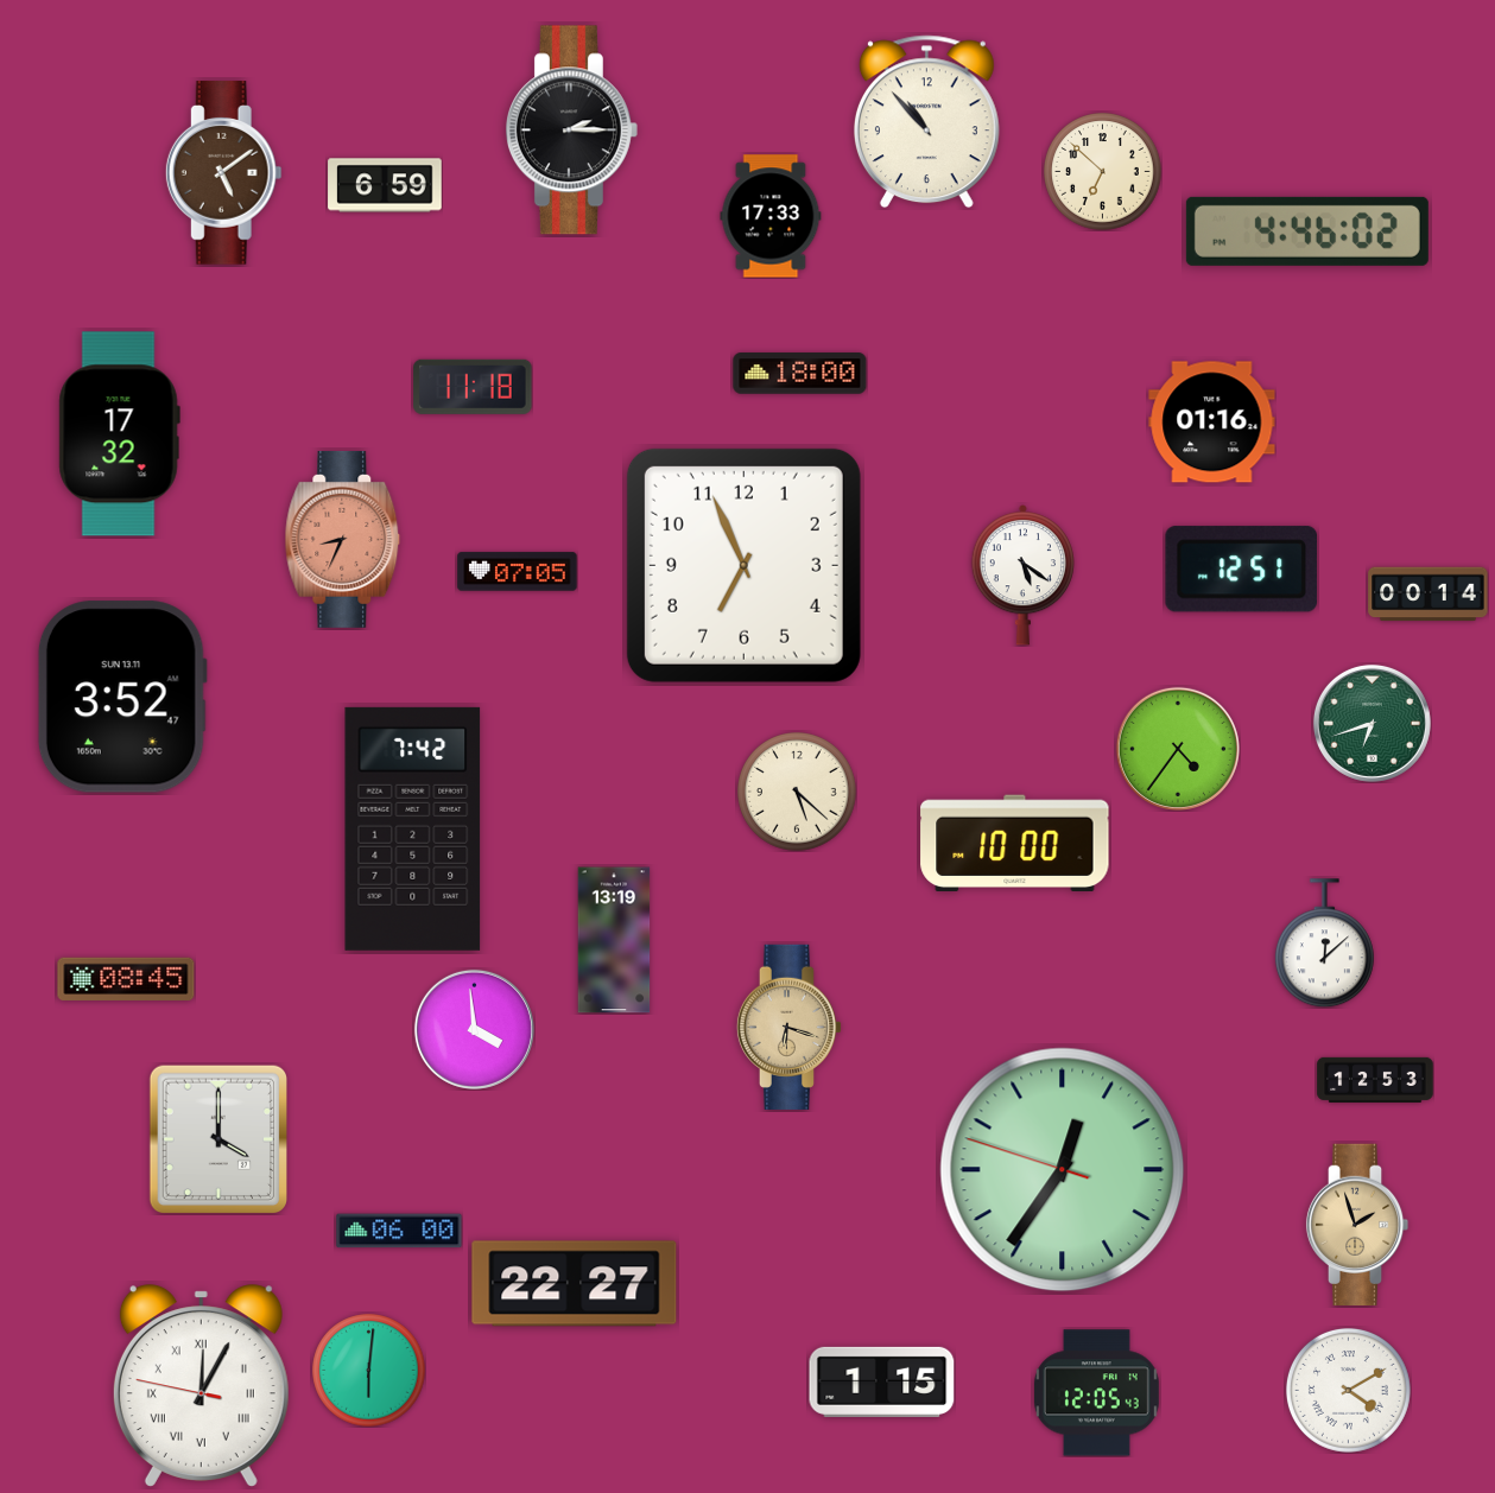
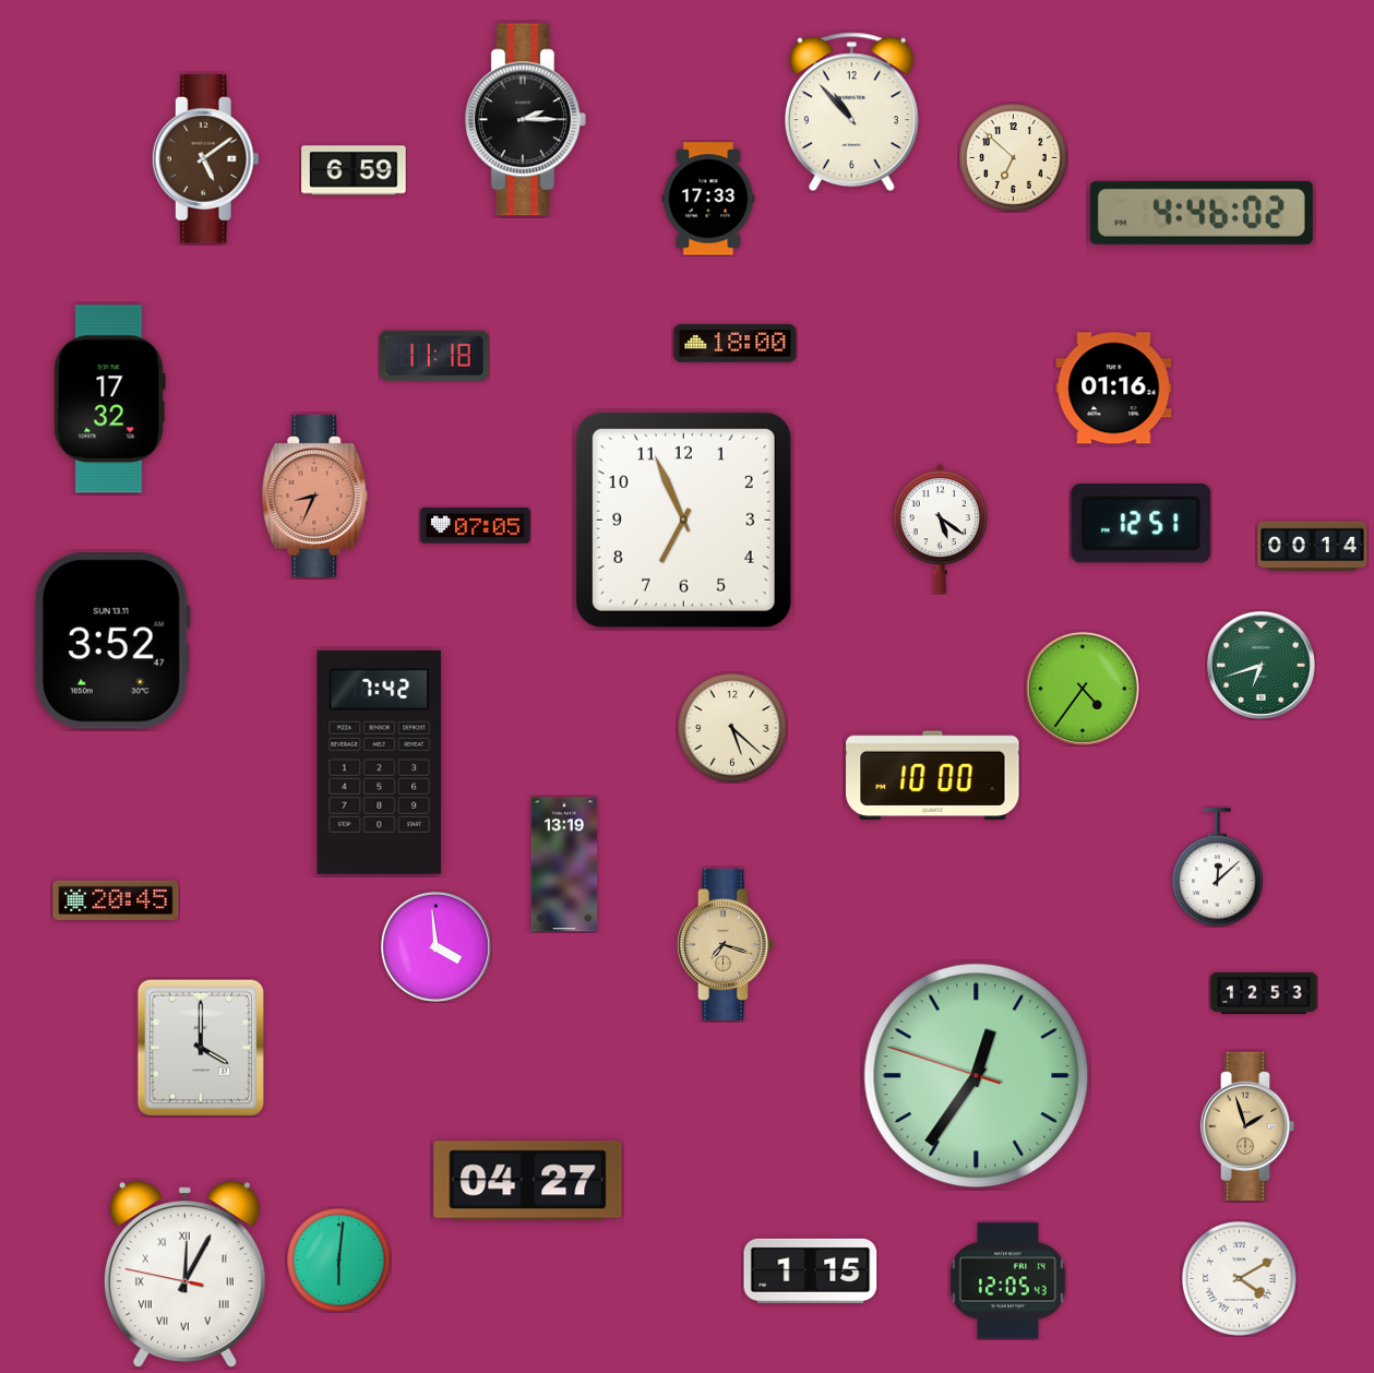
clock at (126, 978): 08:45 -> 20:45
clock at (790, 1027): 6:18 -> 7:18
clock at (399, 1231): 06:00 -> none
clock at (575, 1284): 22:27 -> 04:27
